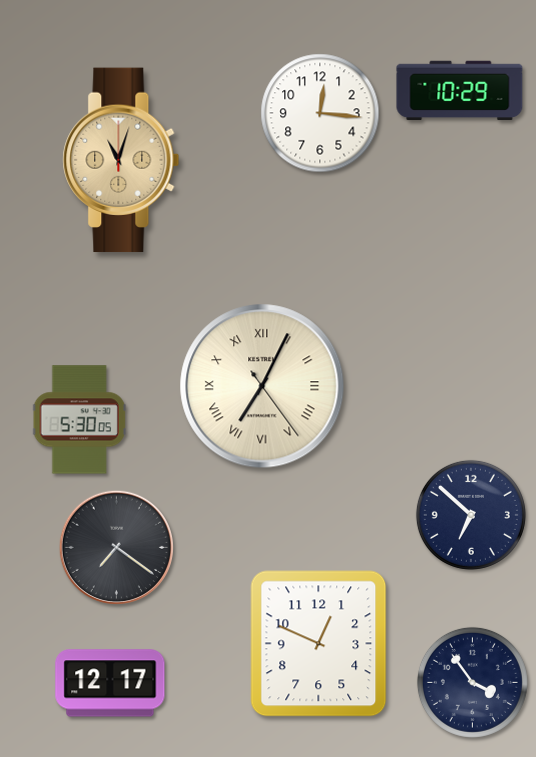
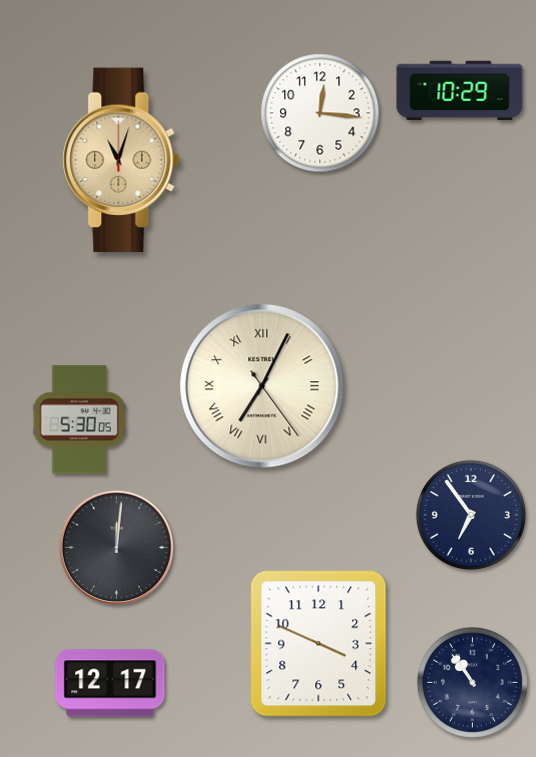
clock at (471, 515): 6:52 -> 6:54
clock at (116, 547): 7:21 -> 12:01
clock at (319, 644): 12:49 -> 3:49
clock at (472, 682): 3:54 -> 10:54
